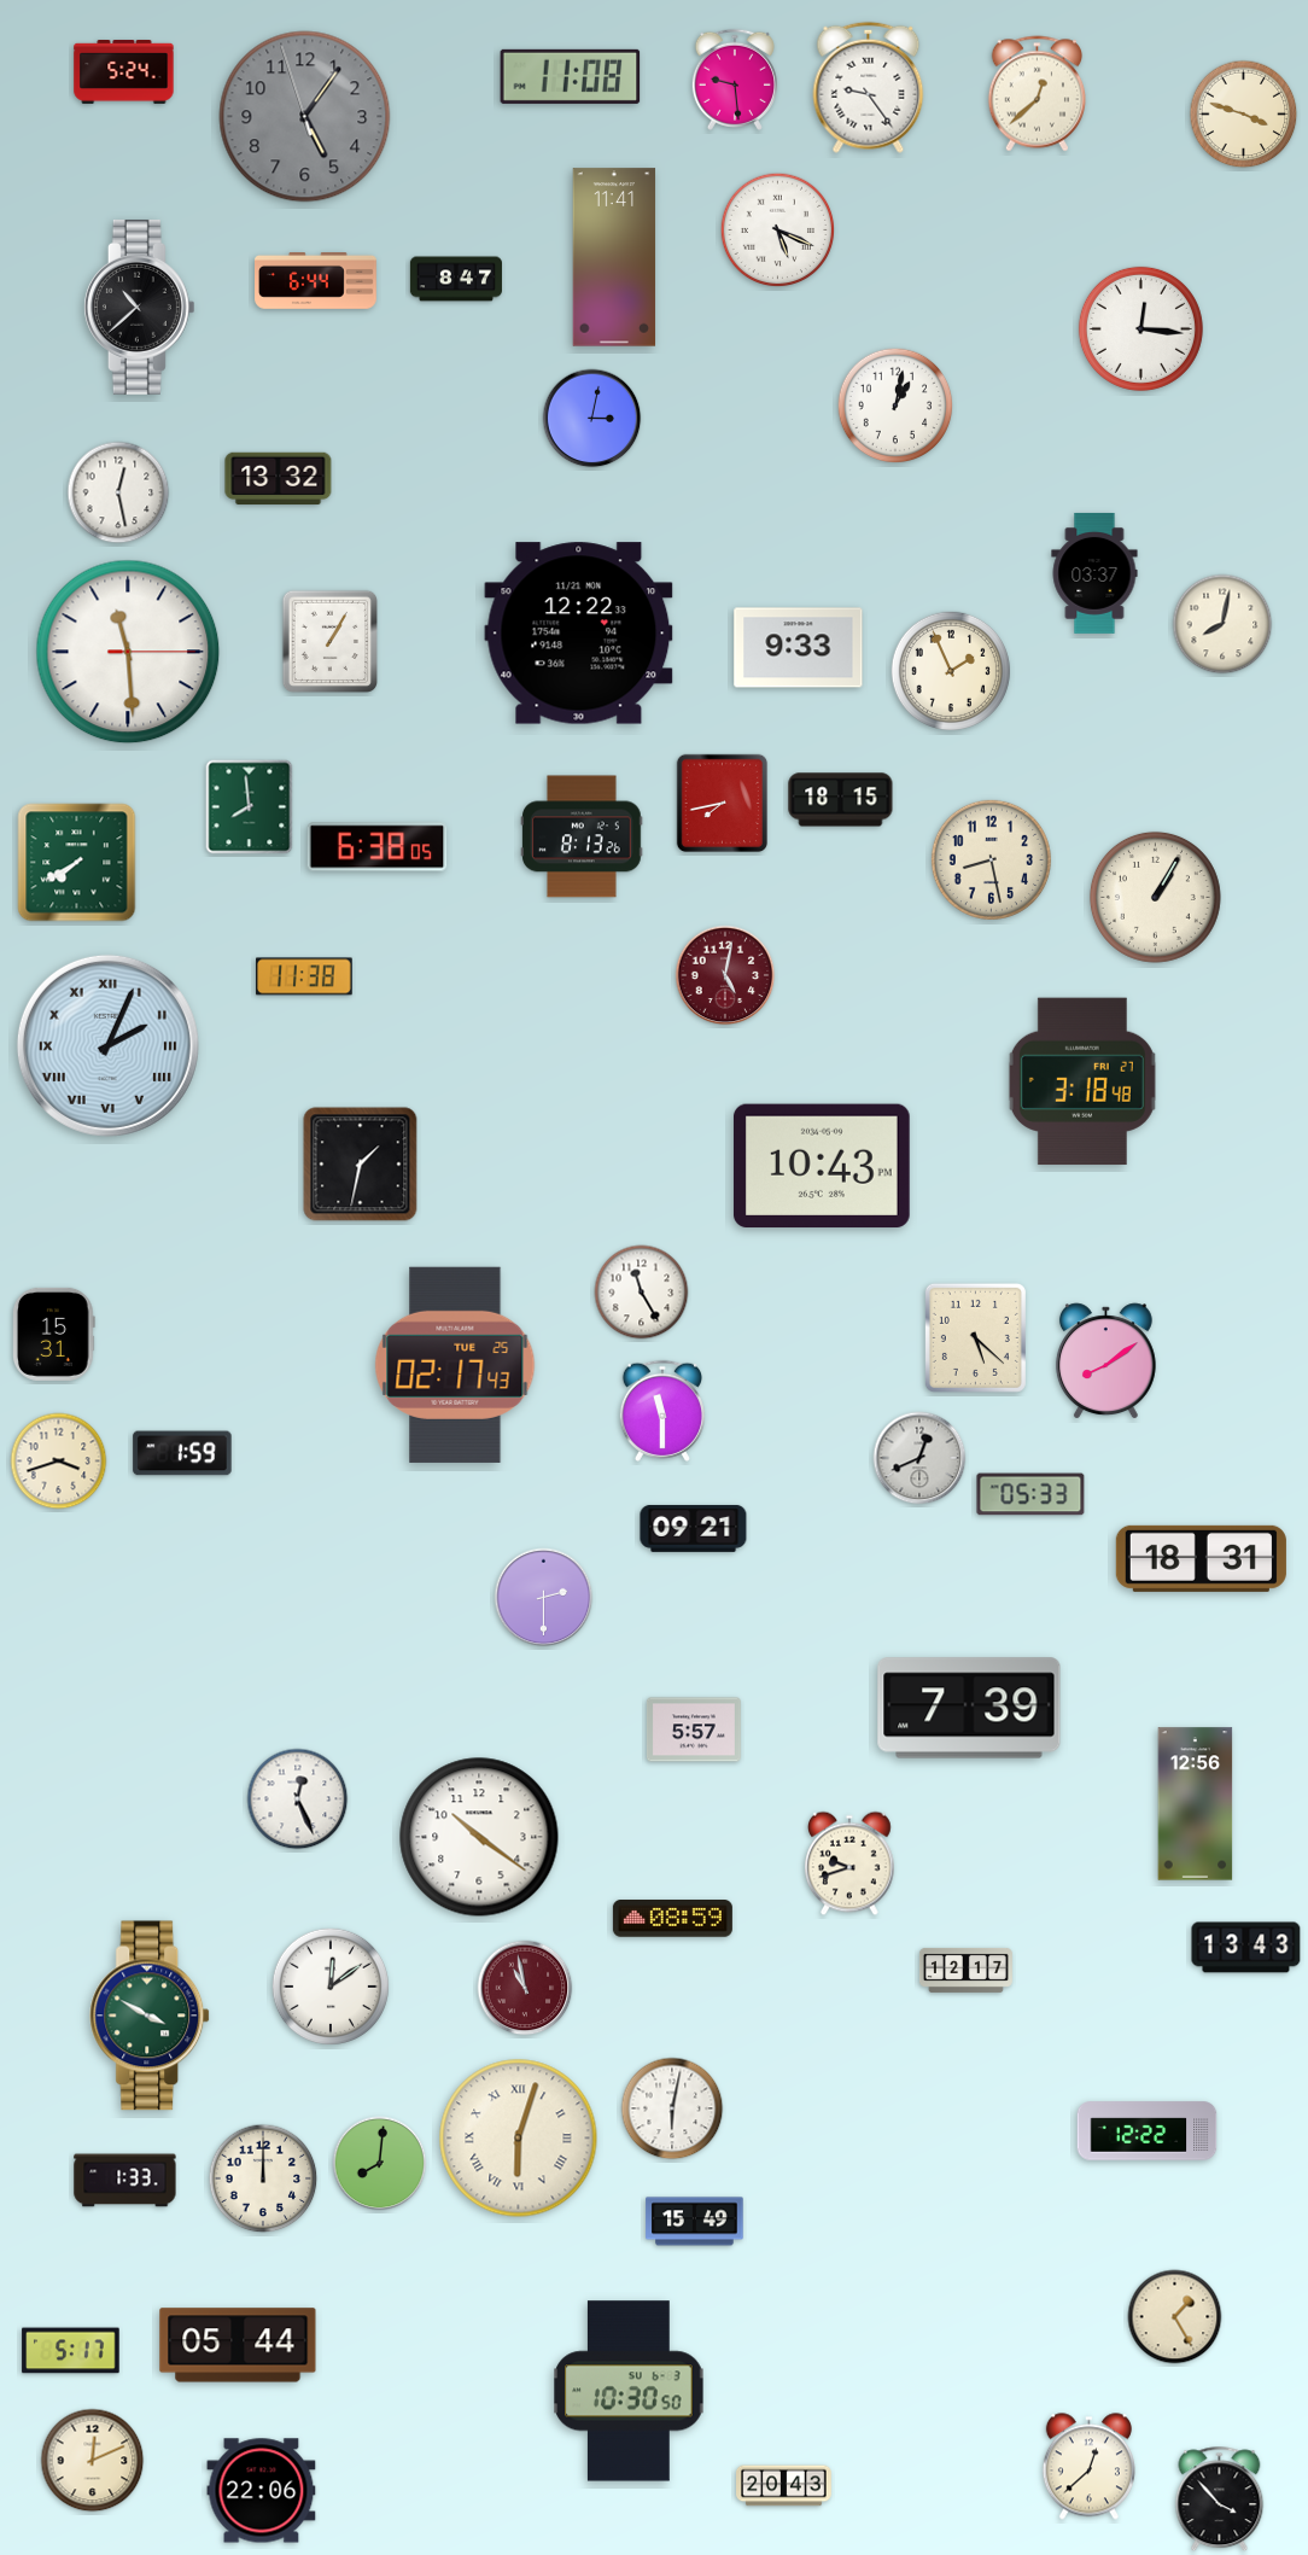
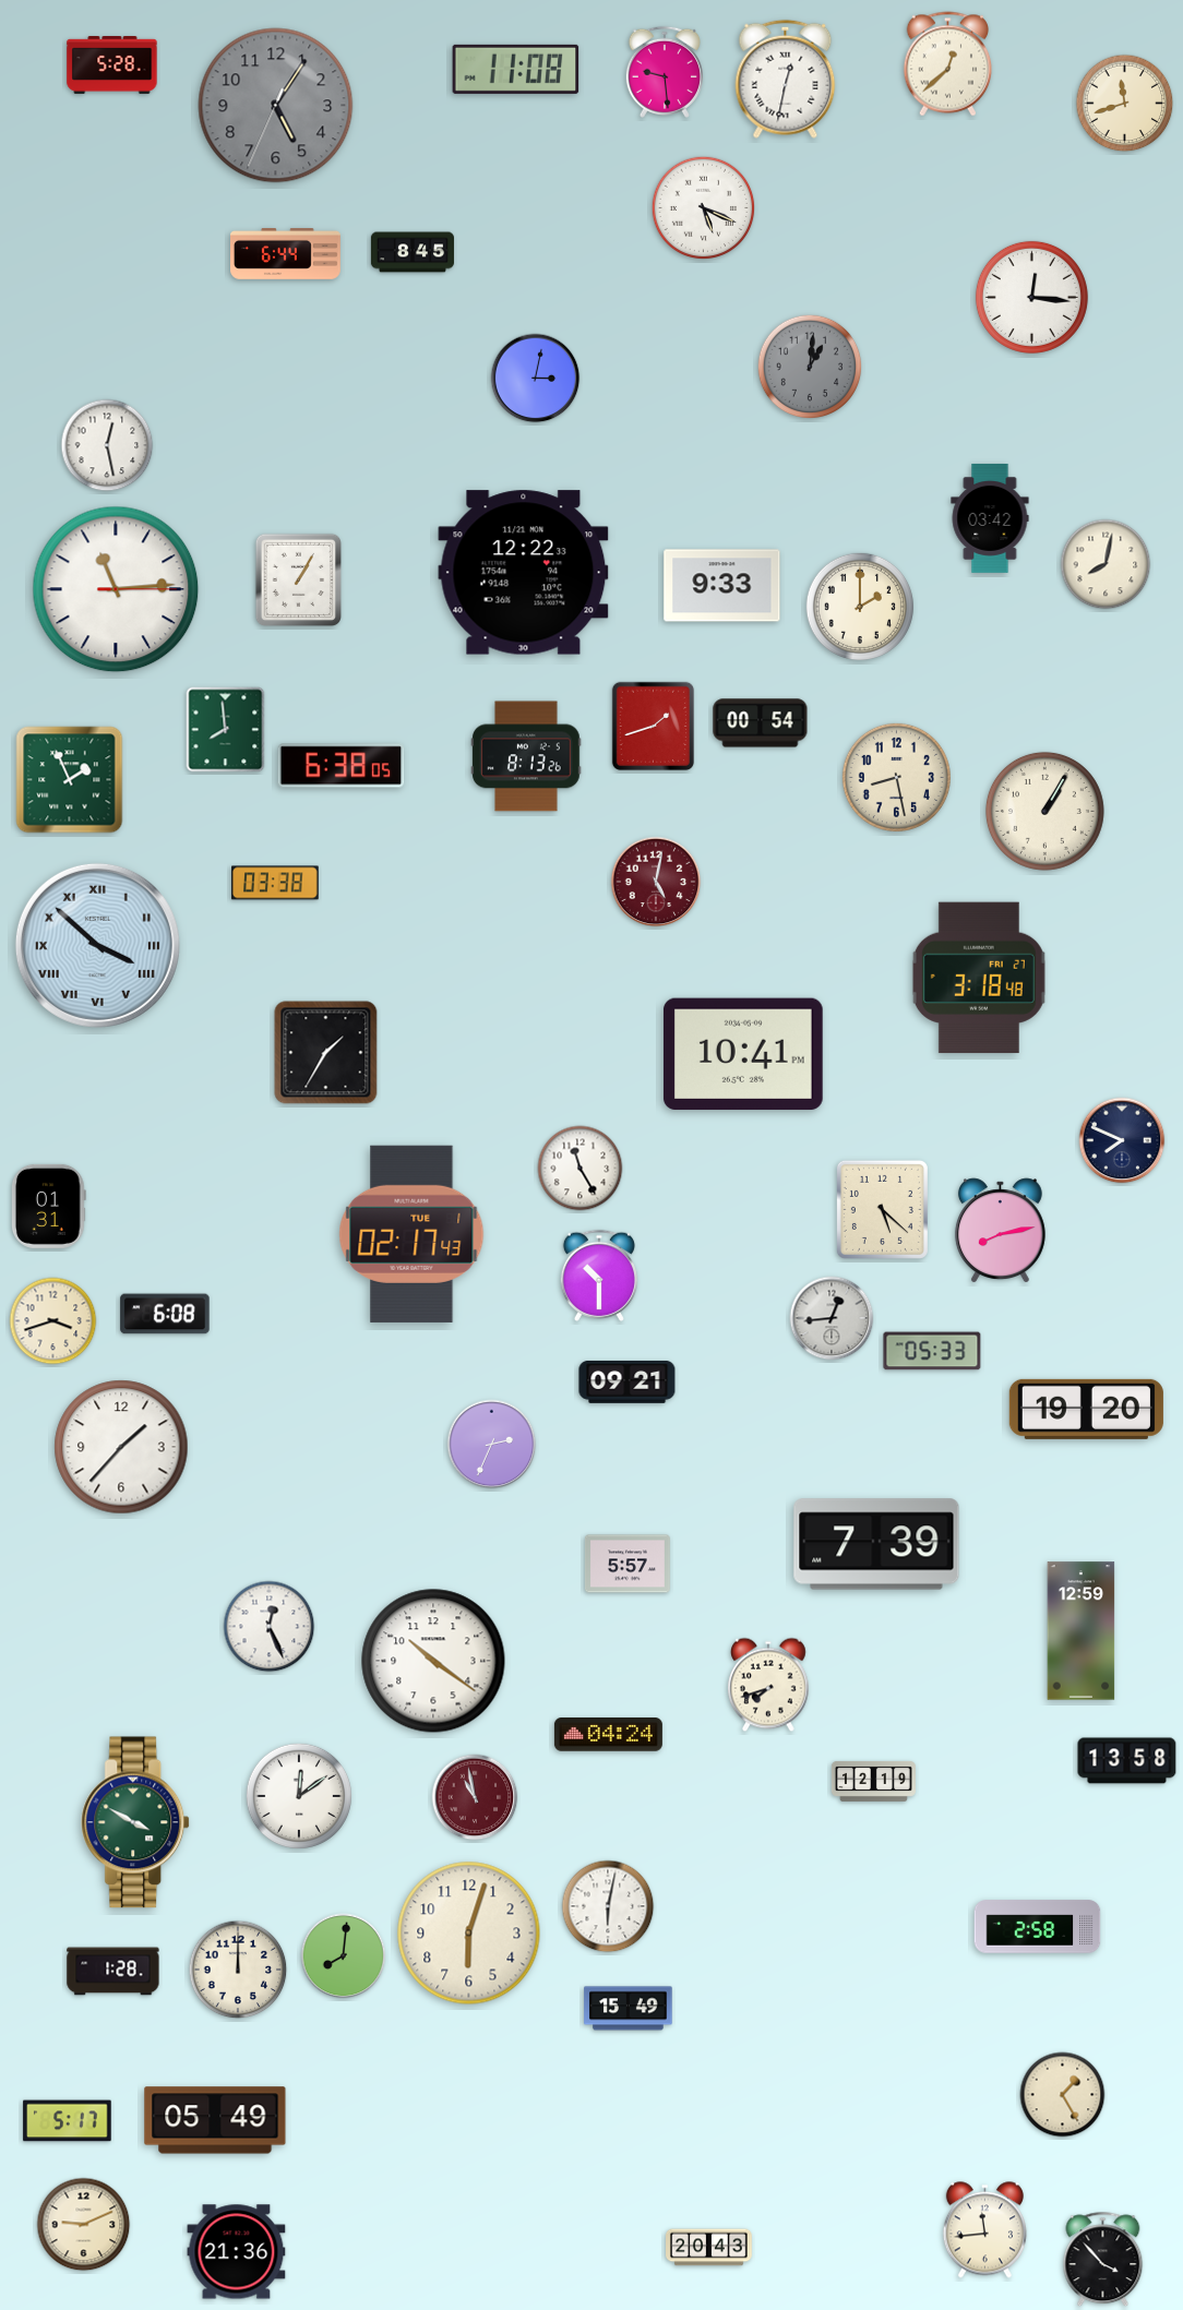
clock at (124, 72): 5:24 -> 5:28
clock at (869, 87): 9:24 -> 12:32
clock at (1037, 94) position: (1037, 94) -> (947, 64)
clock at (1244, 115): 3:48 -> 11:42
clock at (305, 117): 5:05:57 -> 5:05:34
clock at (614, 257): 11:41 -> none
clock at (456, 279): 8:47 -> 8:45
clock at (139, 307): 10:38 -> none
clock at (895, 406): 1:02 -> 1:01
clock at (895, 406) dial: white -> grey
clock at (279, 479): 13:32 -> none
clock at (1094, 573): 03:37 -> 03:42
clock at (128, 652): 11:29 -> 11:14
clock at (951, 671): 1:56 -> 2:00
clock at (841, 800): 18:15 -> 00:54
clock at (722, 803): 7:43 -> 1:42
clock at (77, 863): 7:40 -> 1:56
clock at (304, 976): 11:38 -> 03:38
clock at (107, 1045): 2:04 -> 3:52
clock at (361, 1165): 1:32 -> 1:35
clock at (822, 1166): 10:43 -> 10:41
clock at (1122, 1140): none -> 7:49
clock at (53, 1334): 15:31 -> 01:31
clock at (1105, 1360): 8:09 -> 8:13
clock at (455, 1365) date: TUE 25 -> TUE 1
clock at (662, 1411): 11:30 -> 10:30
clock at (182, 1453): 1:59 -> 6:08
clock at (919, 1458): 12:41 -> 12:44
clock at (1201, 1558): 18:31 -> 19:20
clock at (544, 1598): 2:30 -> 2:34
clock at (121, 1447): none -> 1:37
clock at (1196, 1804): 12:56 -> 12:59
clock at (849, 1863): 9:42 -> 7:42
clock at (672, 1919): 08:59 -> 04:24
clock at (1246, 1948): 13:43 -> 13:58
clock at (965, 1970): 12:17 -> 12:19
clock at (1148, 2131): 12:22 -> 2:58
clock at (519, 2139) numerals: Roman -> Arabic
clock at (125, 2181): 1:33 -> 1:28
clock at (238, 2345): 05:44 -> 05:49
clock at (71, 2351) position: (71, 2351) -> (68, 2121)
clock at (629, 2391): 10:30 -> none
clock at (93, 2461): 12:11 -> 9:11
clock at (1088, 2467): 12:38 -> 11:44
clock at (262, 2491): 22:06 -> 21:36
